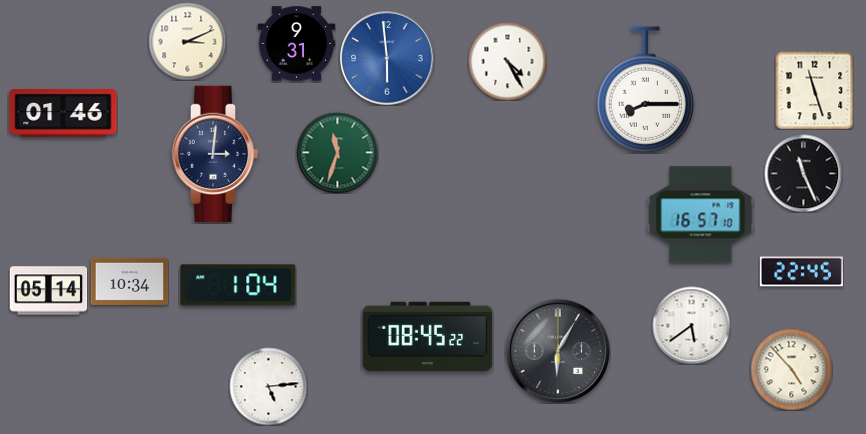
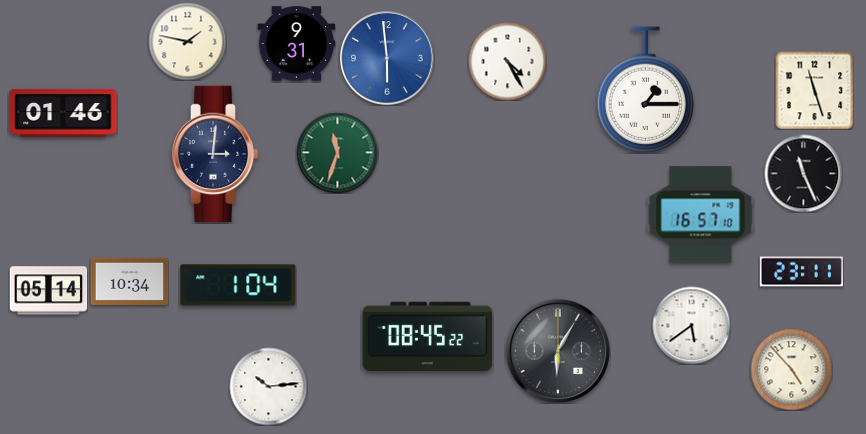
clock at (187, 41): 3:11 -> 1:47
clock at (646, 90): 8:15 -> 1:15
clock at (801, 272): 22:45 -> 23:11
clock at (268, 386): 5:14 -> 10:14
